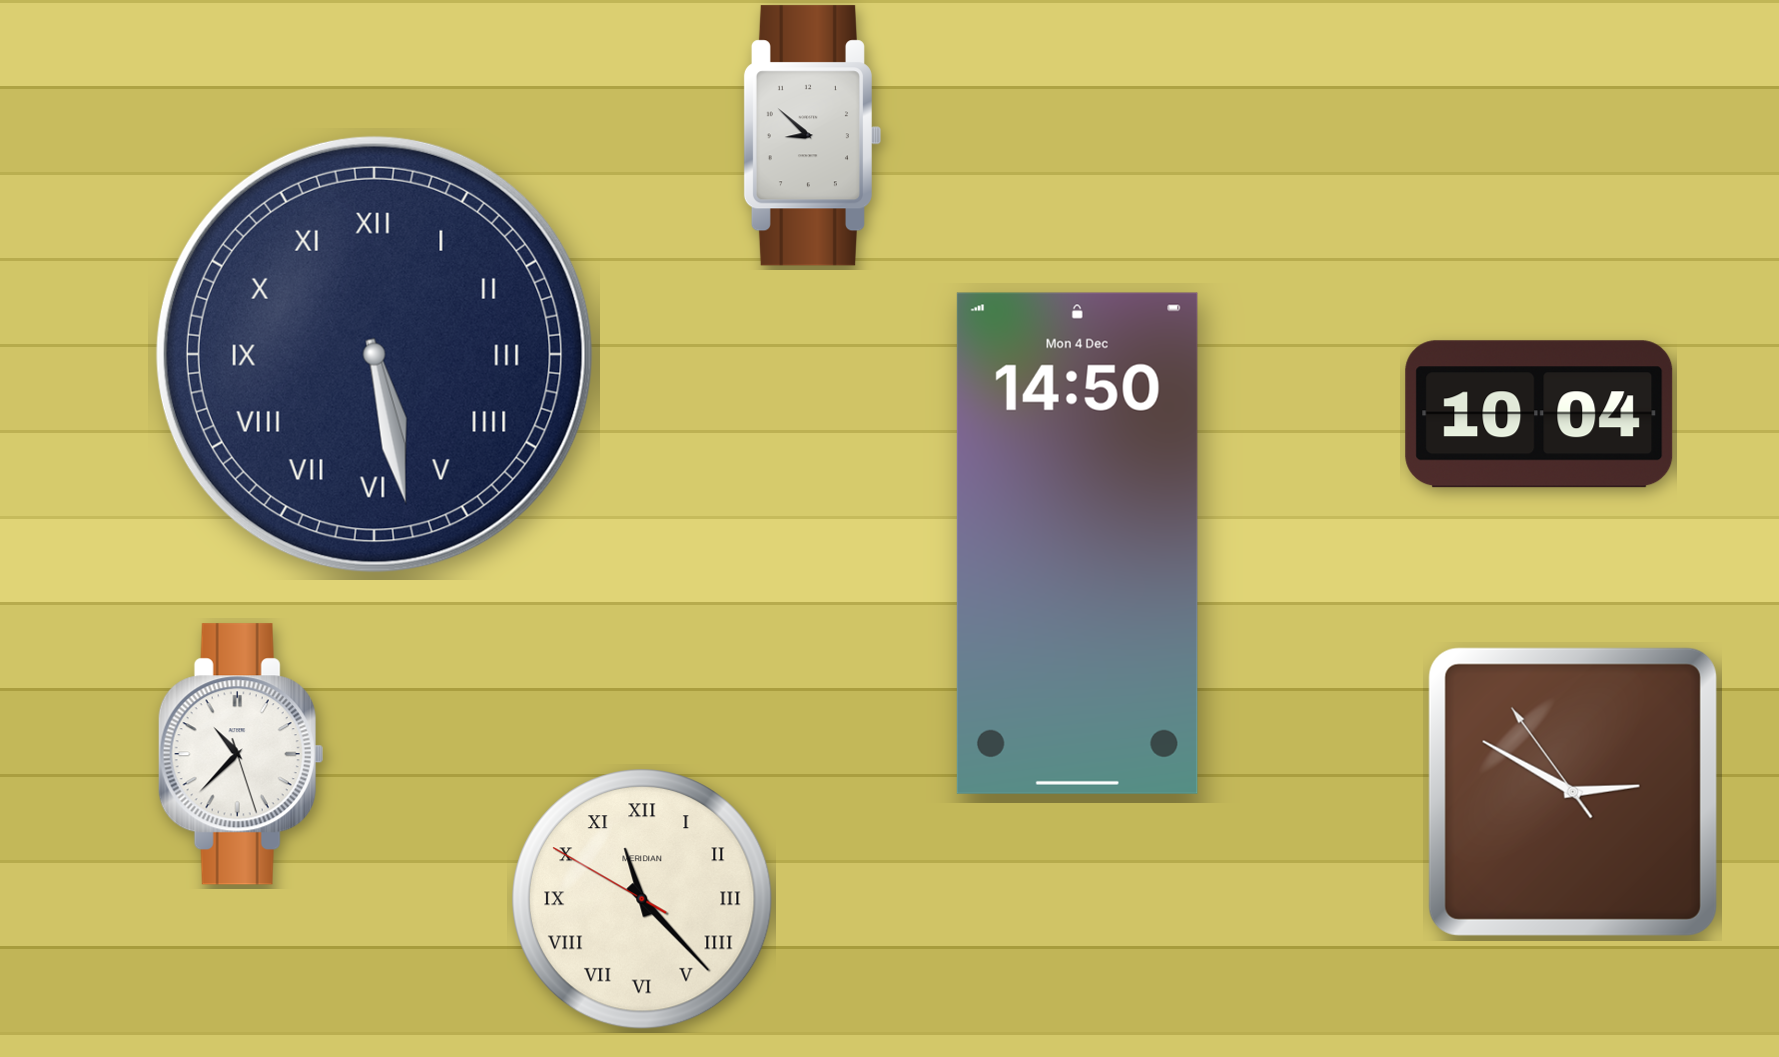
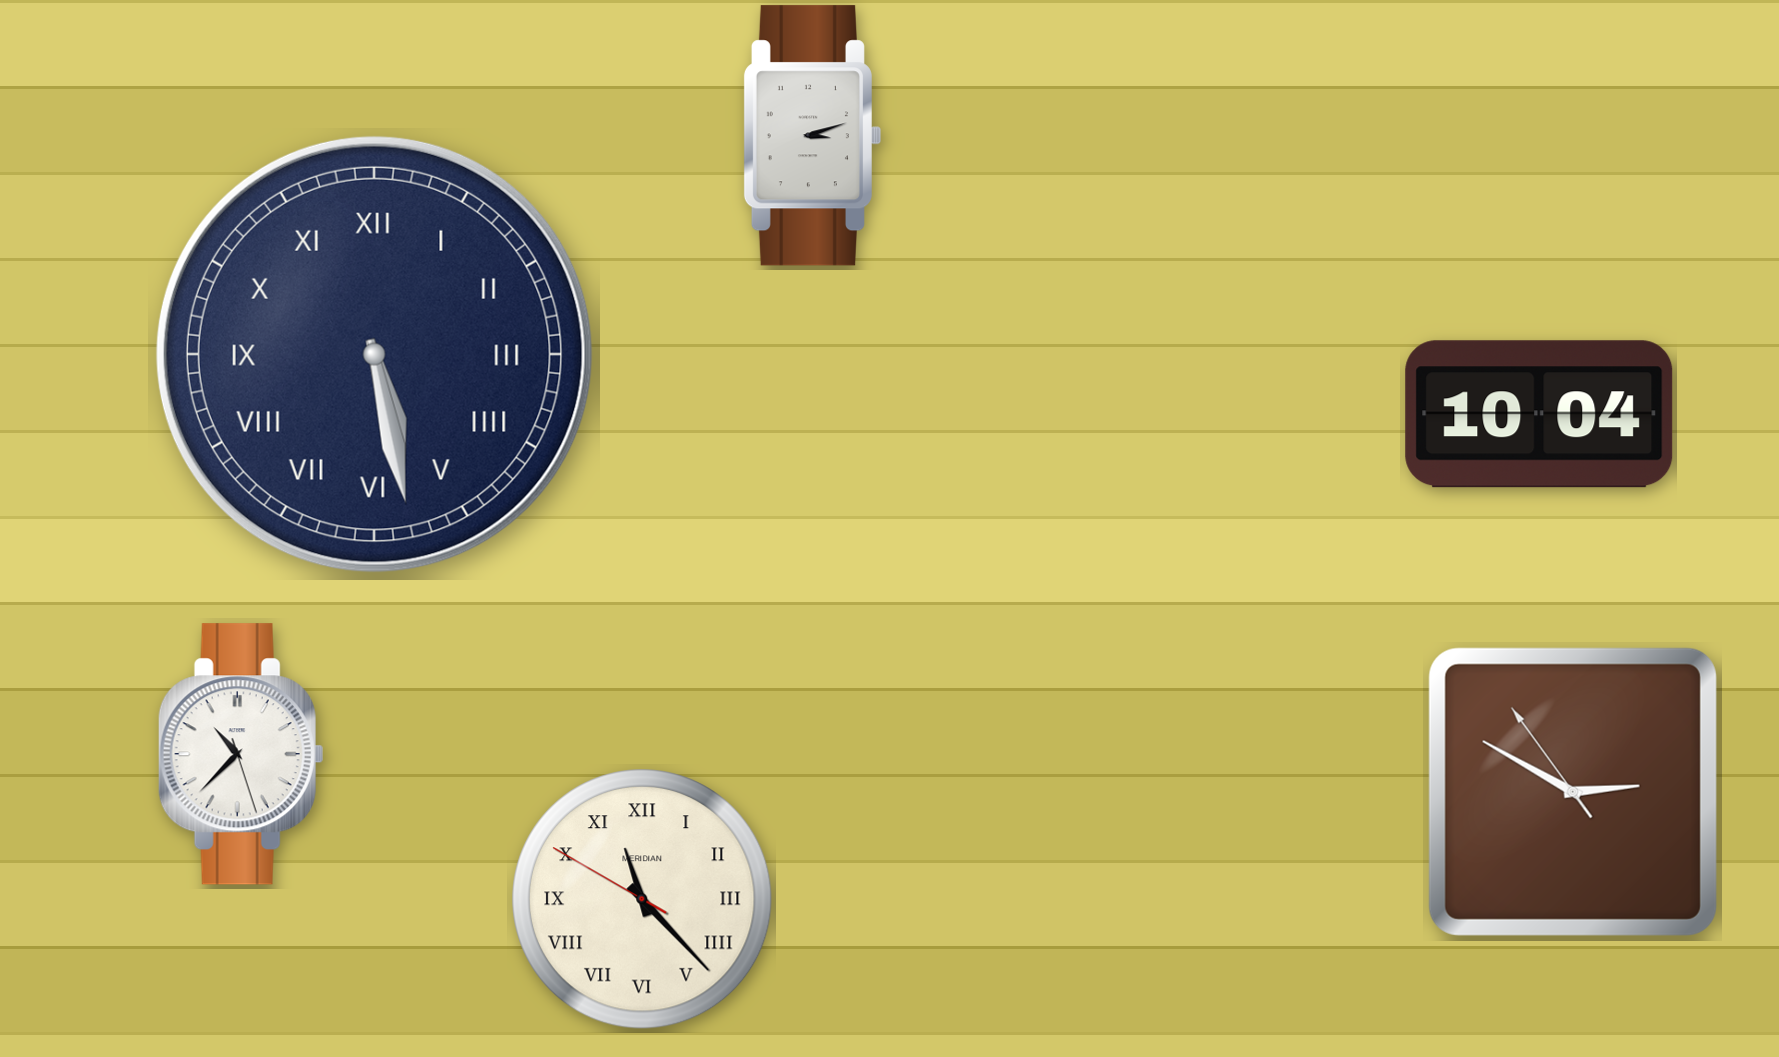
clock at (812, 136): 8:52 -> 3:12
clock at (1077, 543): 14:50 -> none
